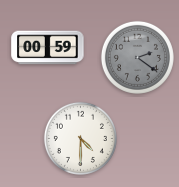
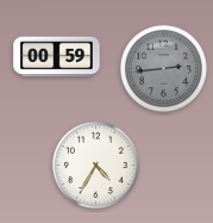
clock at (137, 57): 2:21 -> 2:44
clock at (80, 138): 4:30 -> 4:35
